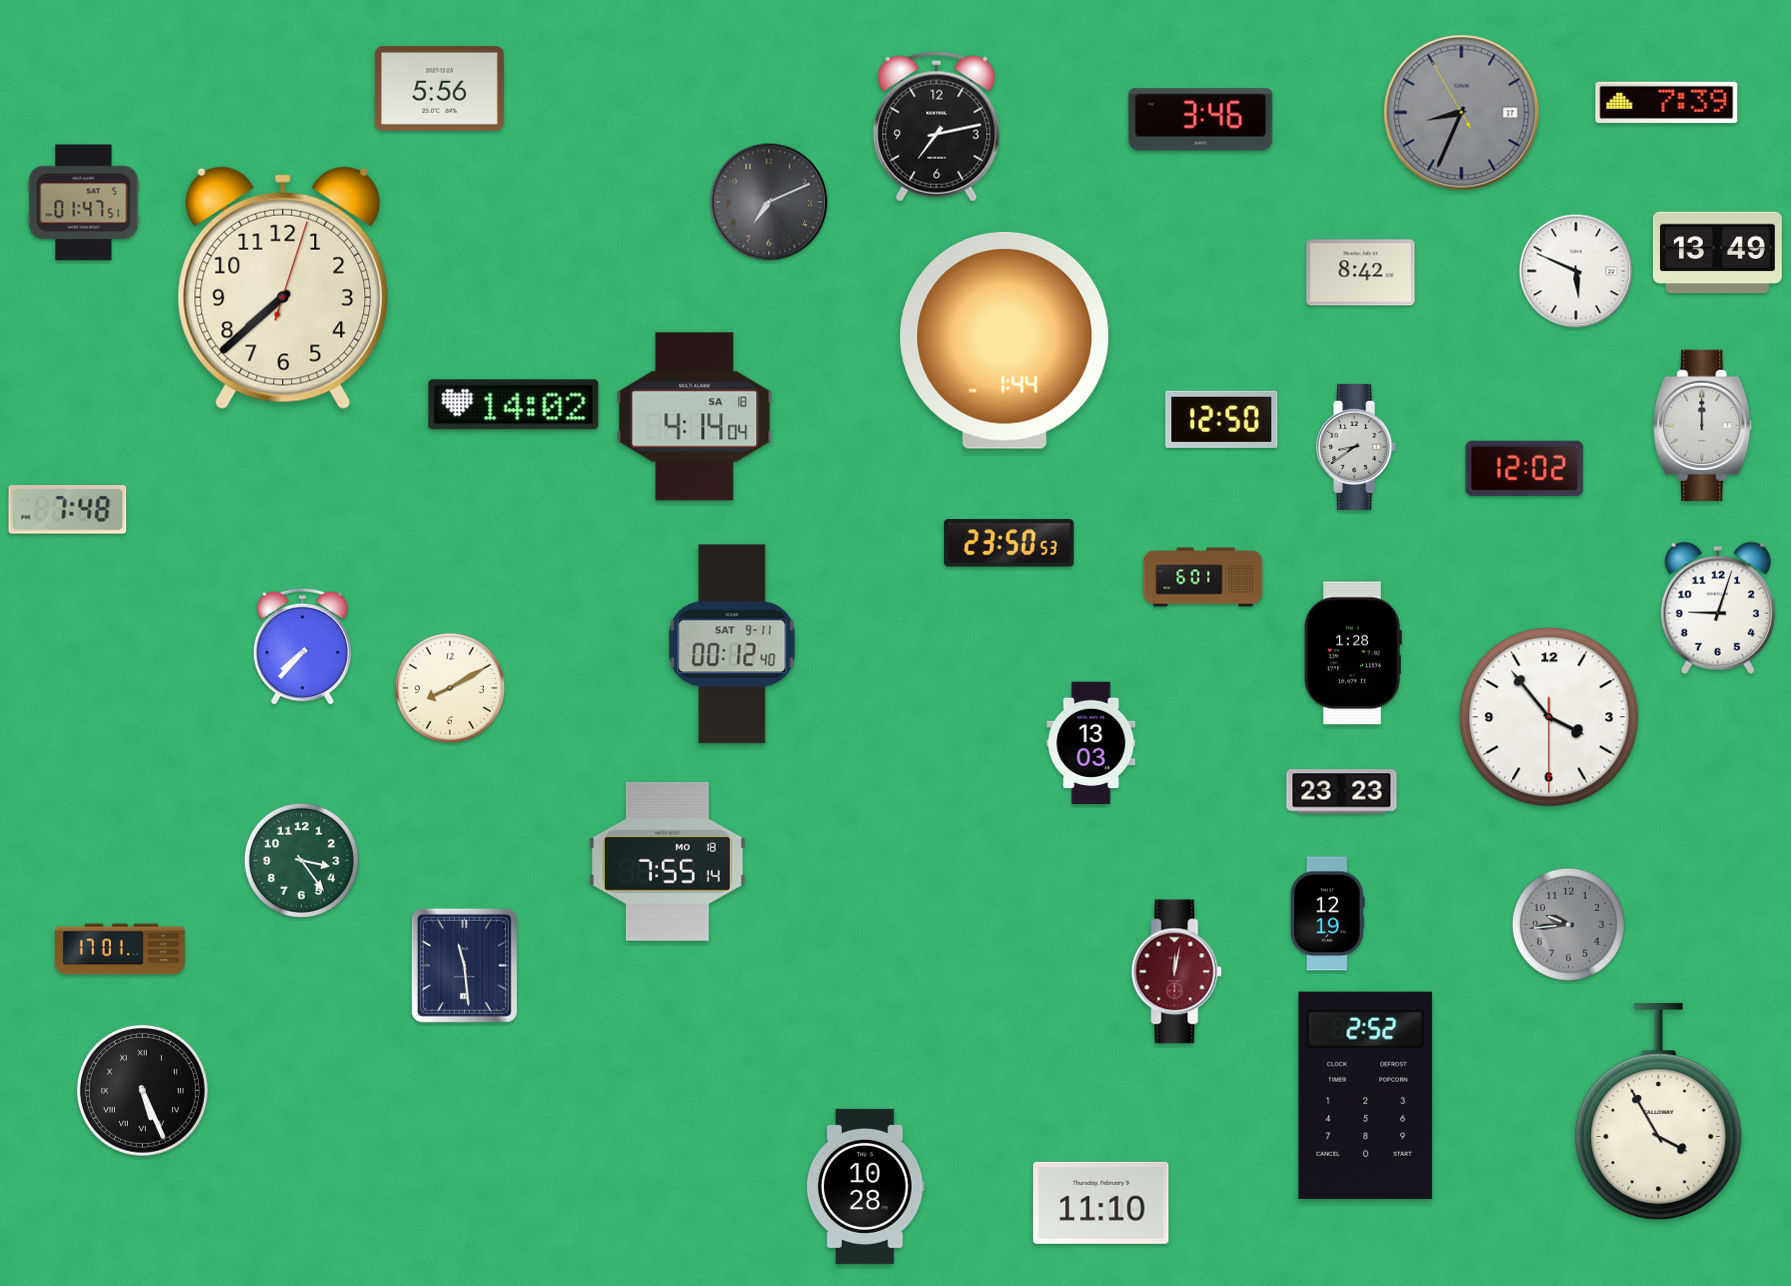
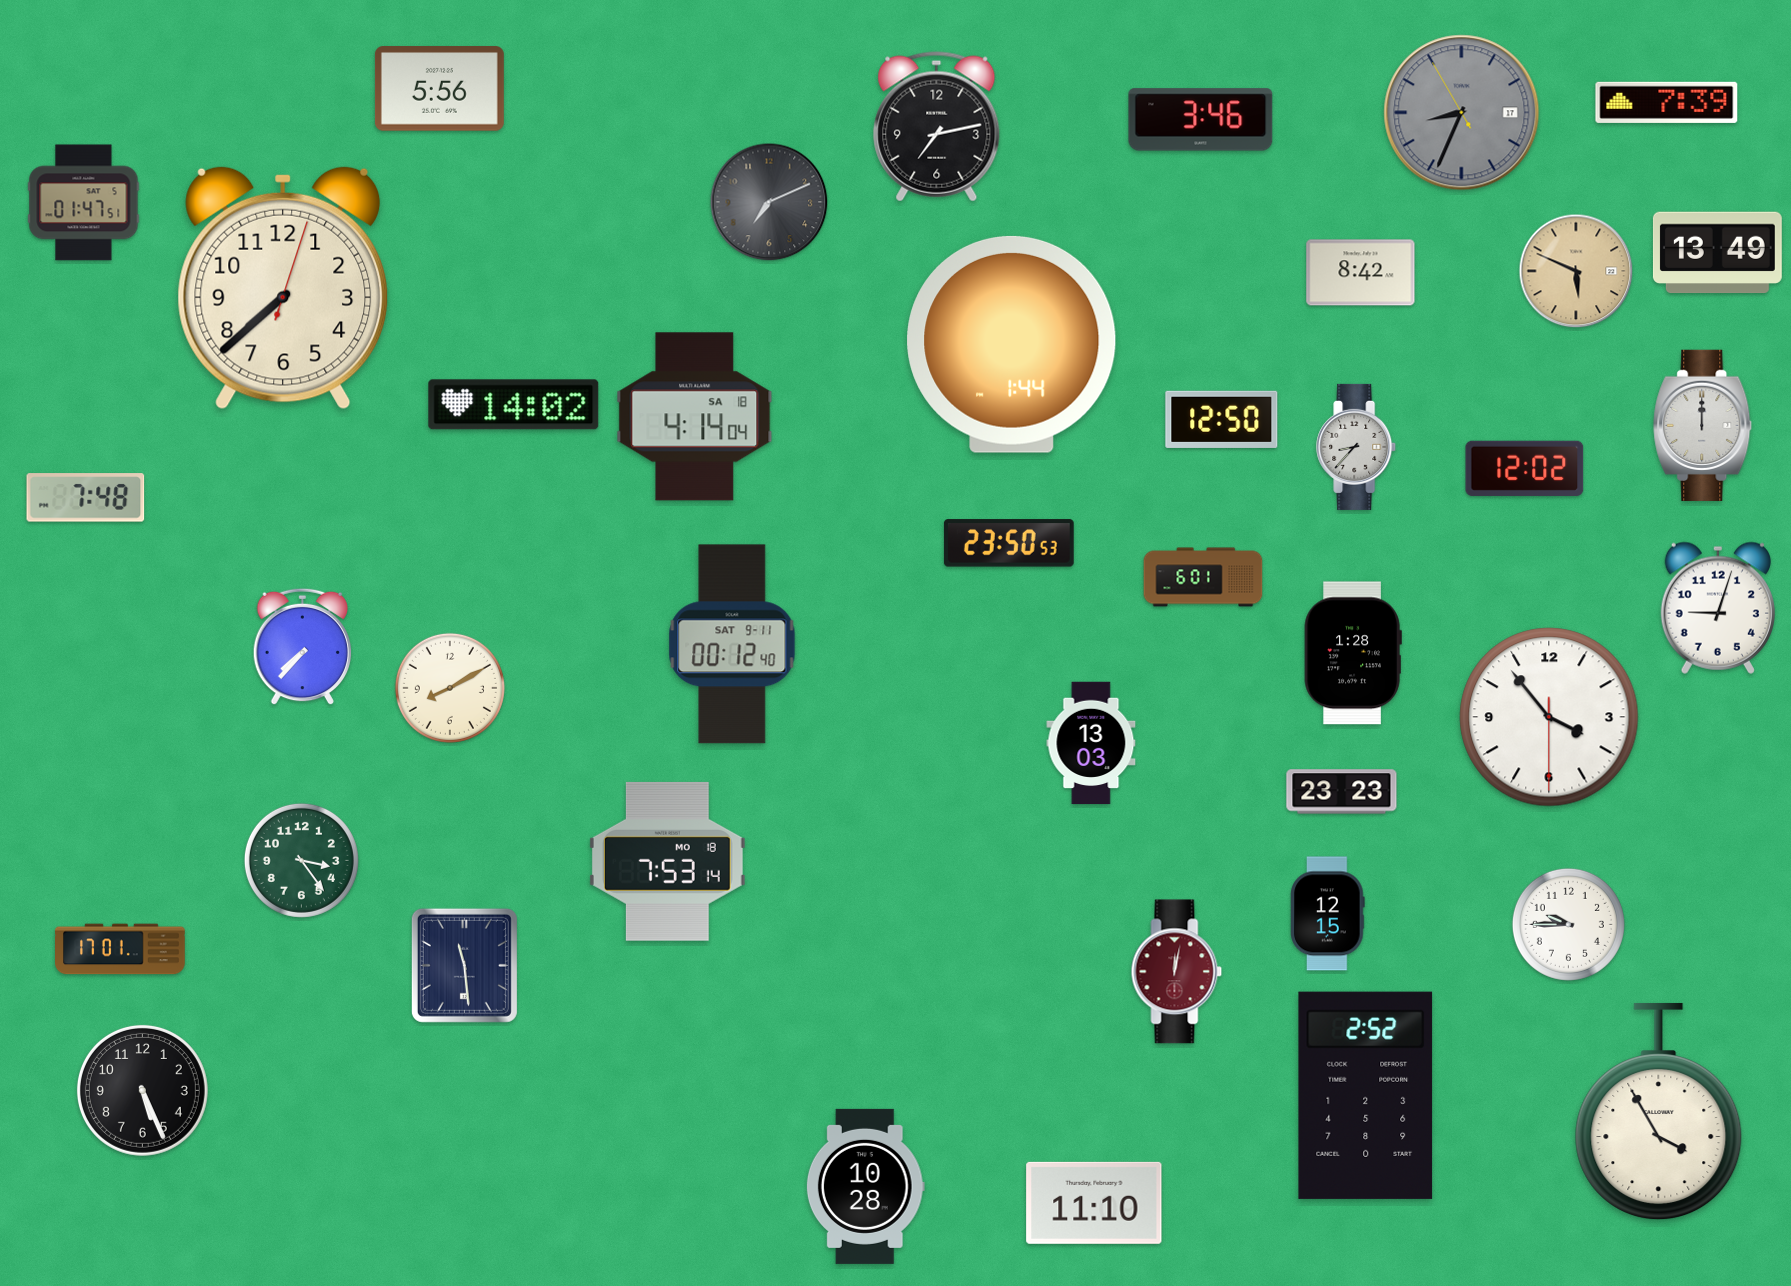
clock at (1576, 271) dial: white -> champagne
clock at (1005, 340) position: (1005, 340) -> (1012, 344)
clock at (1357, 447): 8:39 -> 8:37
clock at (68, 510) position: (68, 510) -> (86, 498)
clock at (667, 861): 7:55 -> 7:53
clock at (1328, 914): 12:19 -> 12:15
clock at (1568, 924): 9:44 -> 9:45
clock at (1568, 924) dial: grey -> white
clock at (142, 1090) numerals: Roman -> Arabic
clock at (1101, 1203) position: (1101, 1203) -> (1094, 1203)
